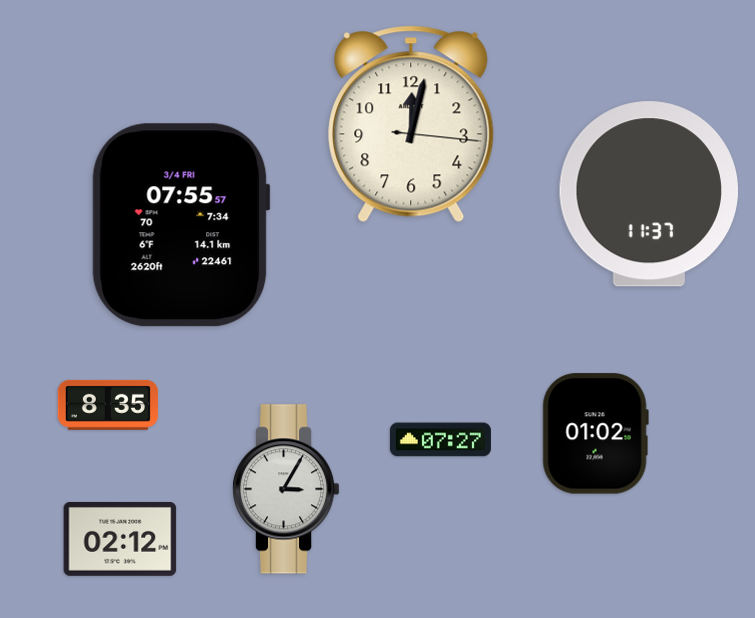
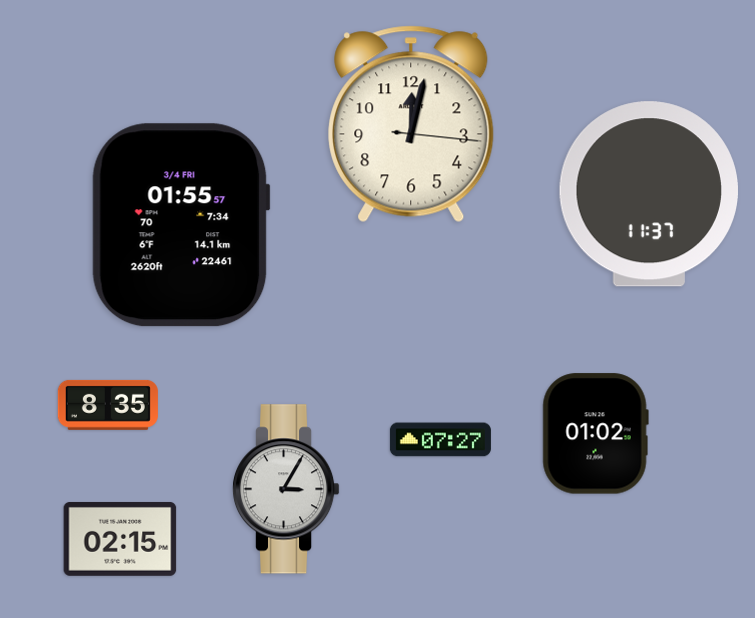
clock at (181, 225): 07:55 -> 01:55
clock at (120, 539): 02:12 -> 02:15
